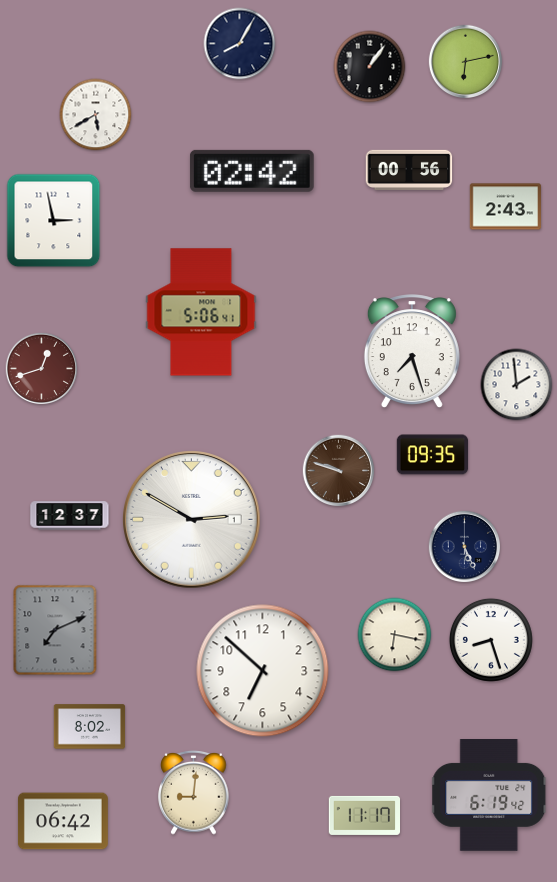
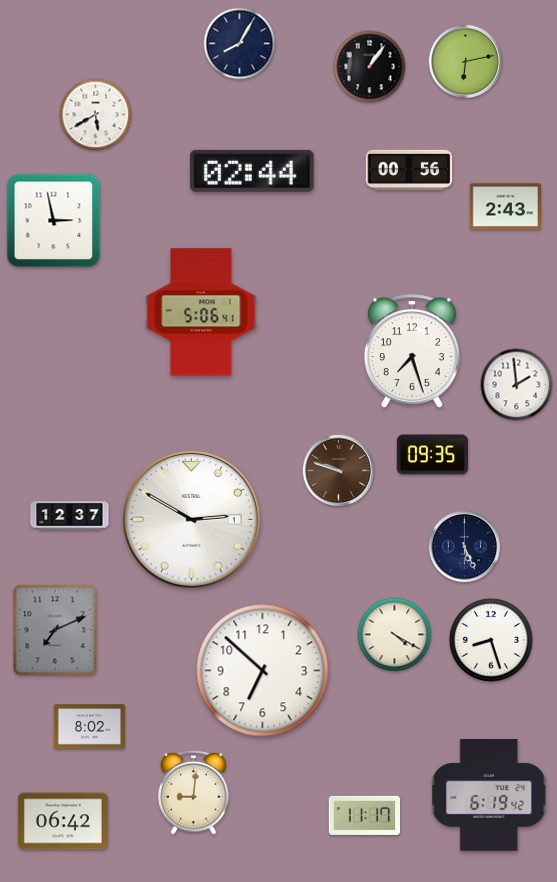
clock at (252, 171): 02:42 -> 02:44
clock at (42, 369): 12:42 -> none
clock at (395, 635): 6:17 -> 4:20
